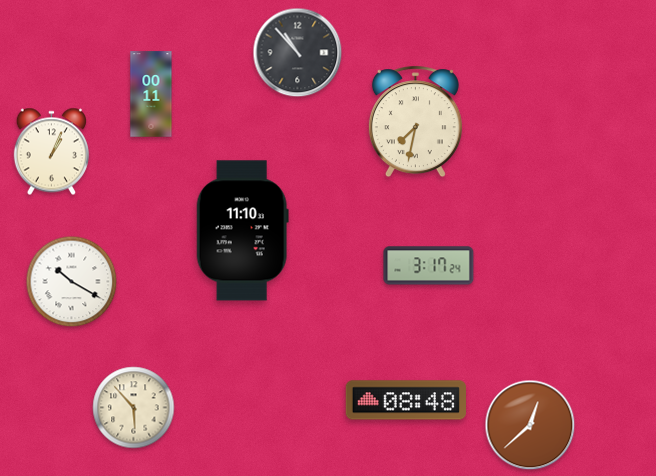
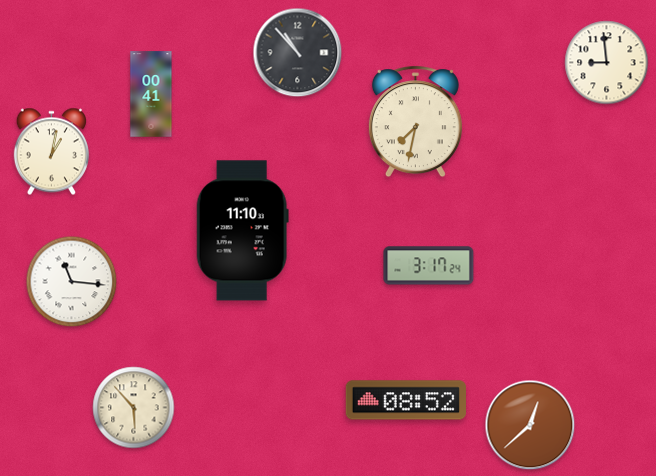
clock at (607, 63): none -> 8:59
clock at (151, 94): 00:11 -> 00:41
clock at (51, 152): 1:04 -> 1:02
clock at (72, 282): 10:20 -> 11:16
clock at (406, 400): 08:48 -> 08:52
